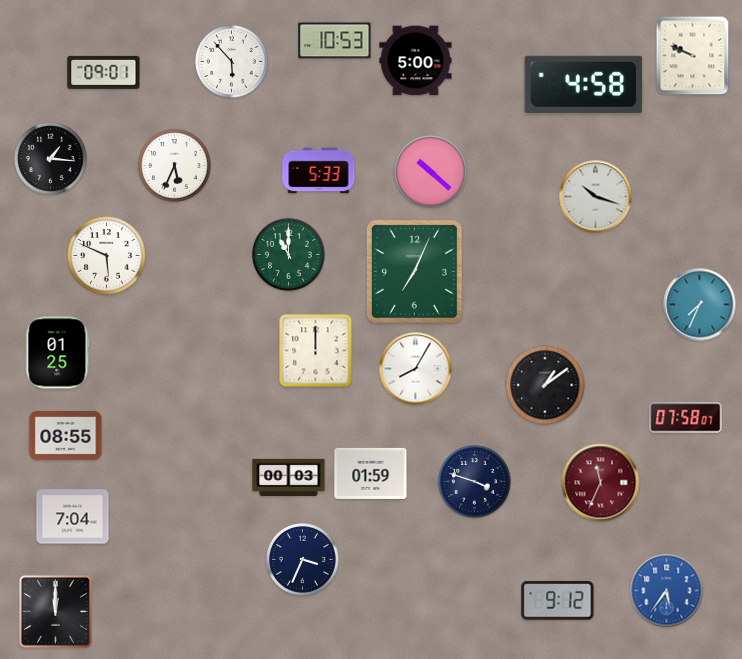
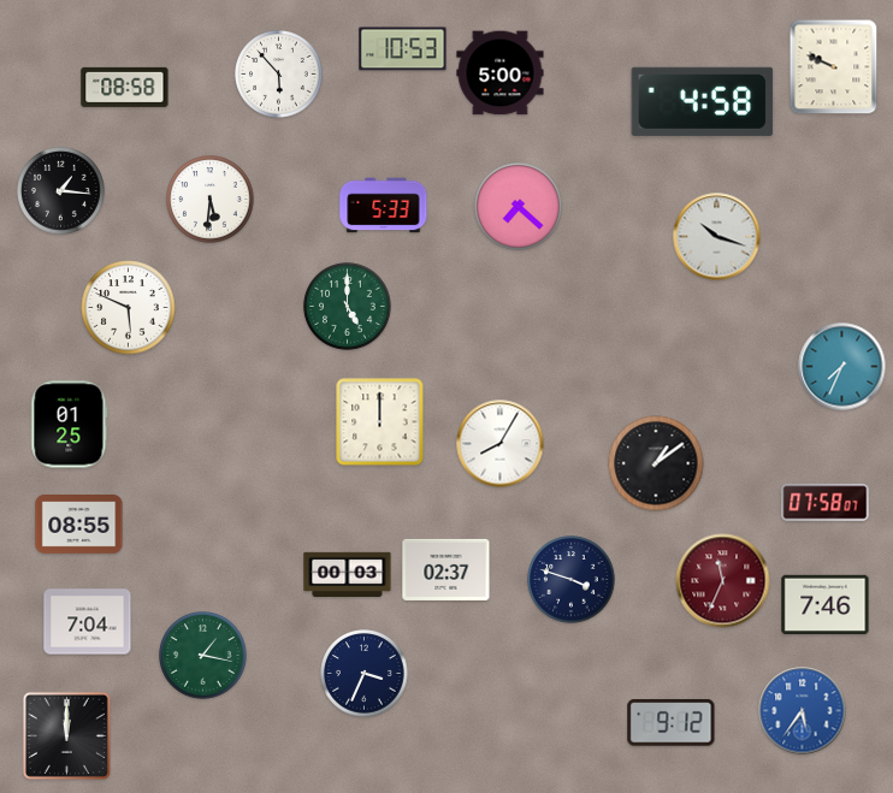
clock at (104, 72): 09:01 -> 08:58
clock at (175, 166): 5:34 -> 5:31
clock at (431, 172): 10:22 -> 7:22
clock at (289, 255): 11:00 -> 5:00
clock at (414, 271): 7:04 -> none
clock at (371, 473): 01:59 -> 02:37
clock at (826, 605): none -> 7:46
clock at (203, 656): none -> 1:17
